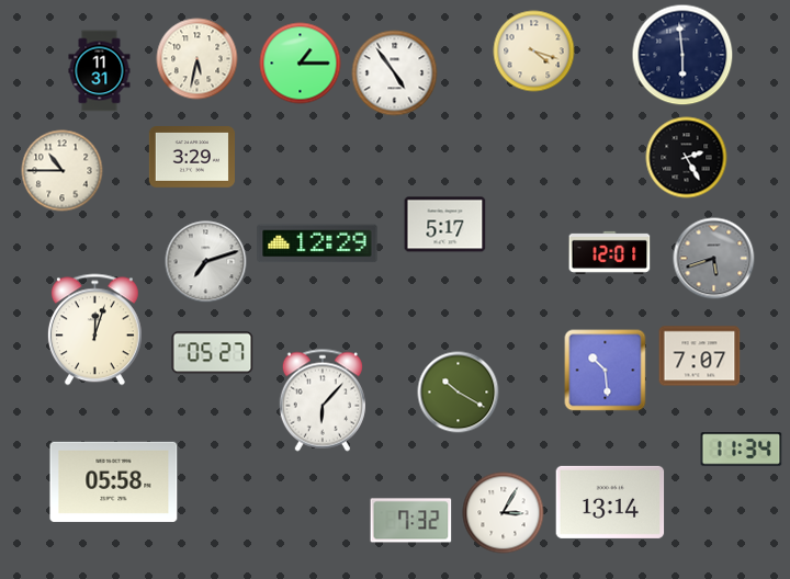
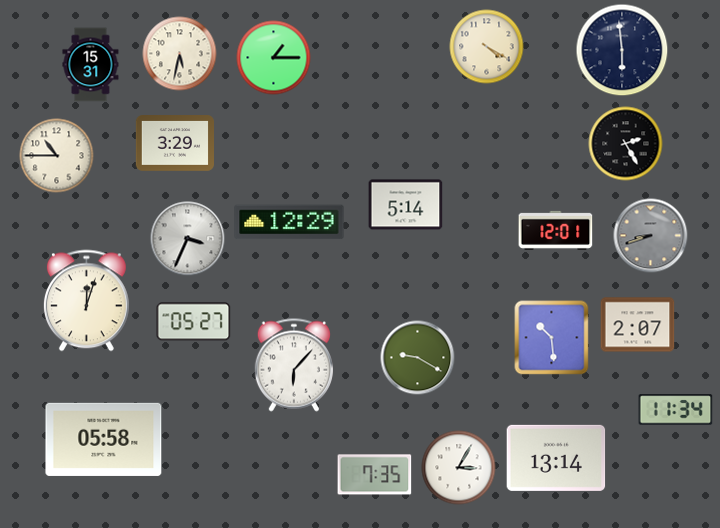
clock at (534, 52): 4:18 -> 4:20
clock at (100, 71): 11:31 -> 15:31
clock at (395, 73): 4:54 -> none
clock at (445, 225): 5:17 -> 5:14
clock at (714, 259): 5:42 -> 8:42
clock at (206, 262): 7:12 -> 3:34
clock at (700, 356): 7:07 -> 2:07
clock at (459, 393): 10:20 -> 9:20
clock at (411, 521): 7:32 -> 7:35
